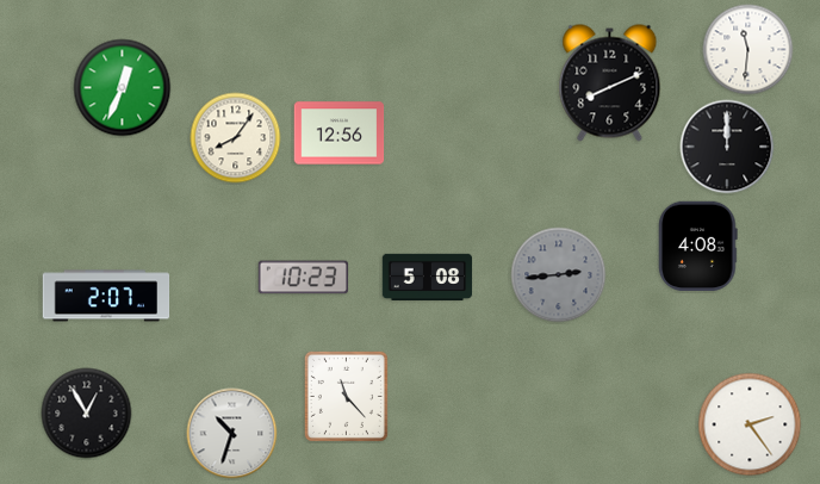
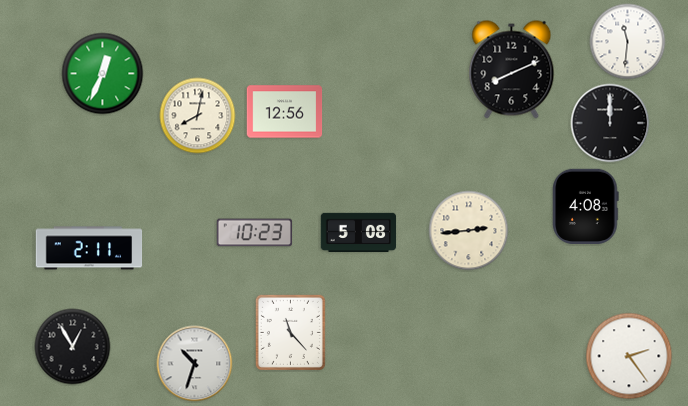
clock at (236, 138): 8:06 -> 8:02
clock at (559, 275) dial: grey -> cream
clock at (106, 296): 2:07 -> 2:11
